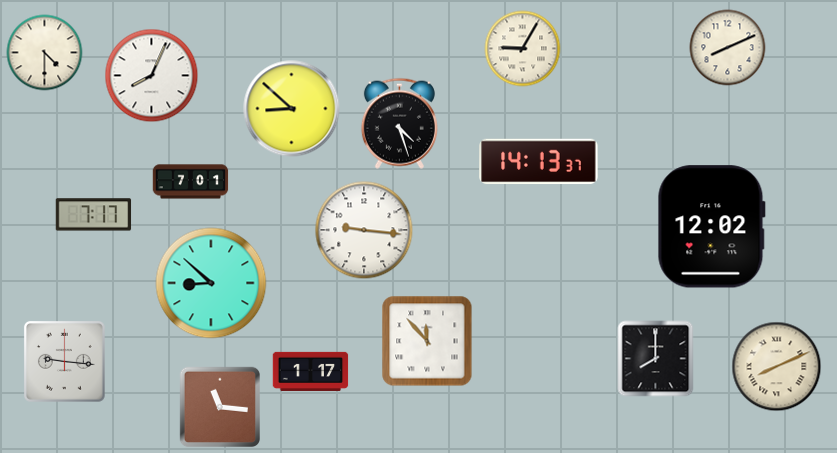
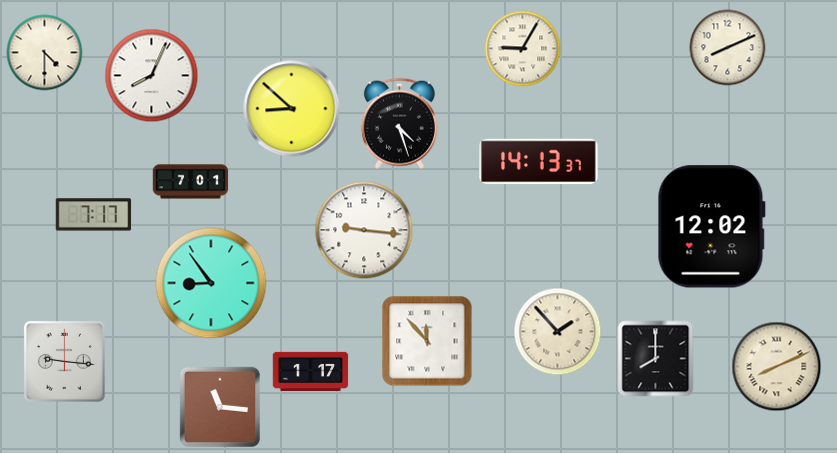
clock at (211, 283): 8:52 -> 8:54
clock at (558, 332): none -> 1:53
